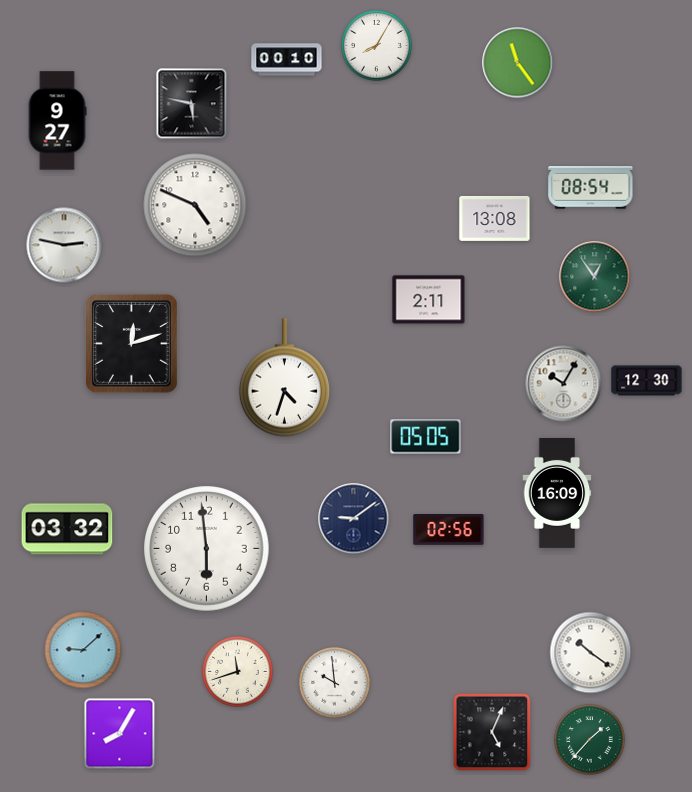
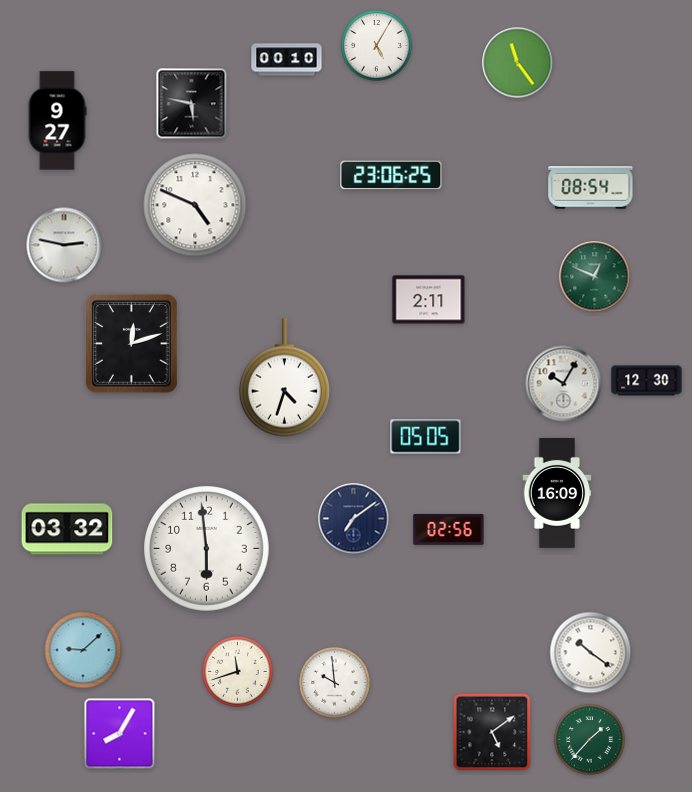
clock at (377, 46): 8:05 -> 5:05
clock at (391, 175): none -> 23:06
clock at (495, 218): 13:08 -> none
clock at (595, 277): 12:54 -> 12:49
clock at (354, 519): 9:09 -> 7:09
clock at (492, 732): 5:04 -> 5:09
